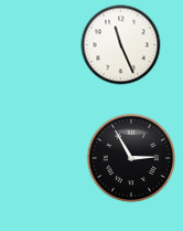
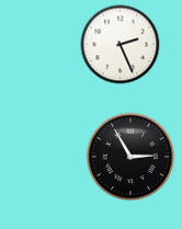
clock at (121, 45): 11:26 -> 2:26
